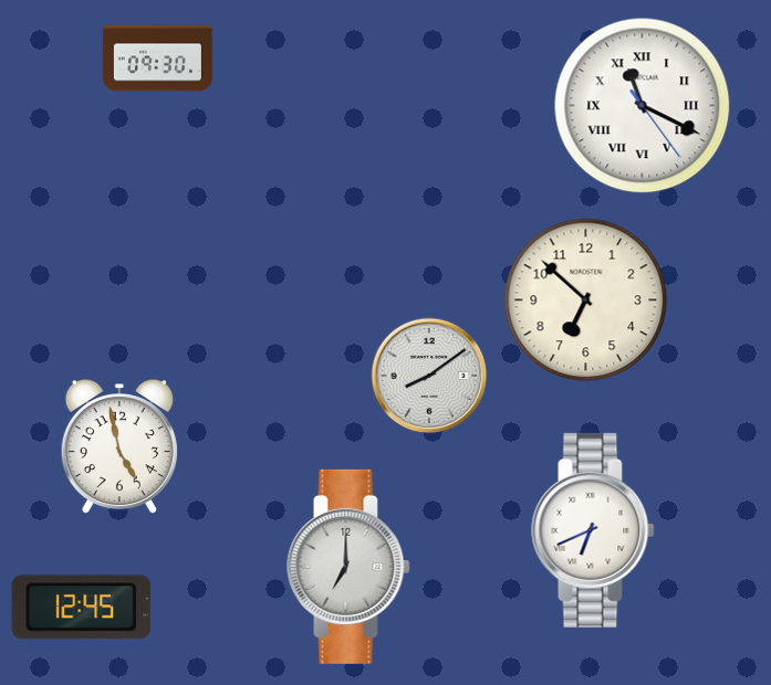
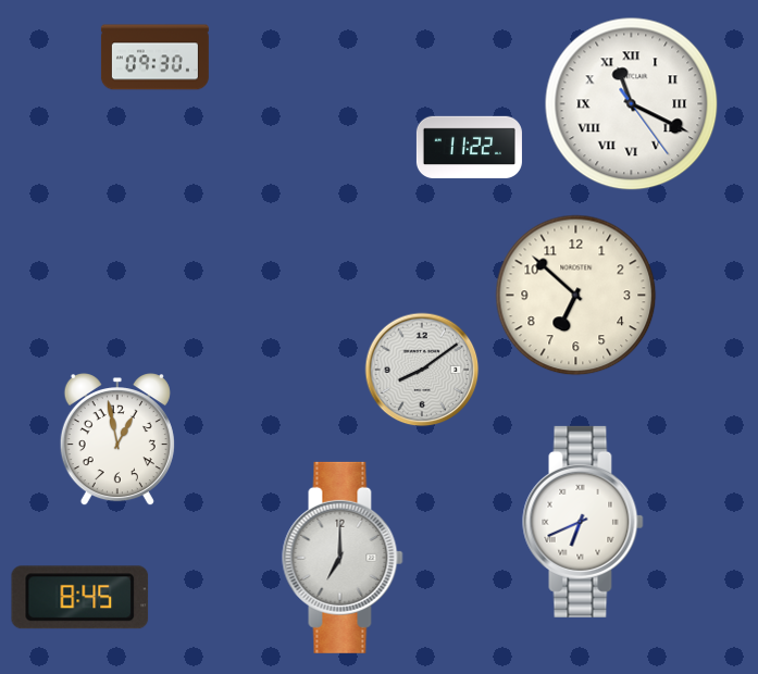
clock at (469, 148): none -> 11:22
clock at (119, 447): 4:58 -> 12:58
clock at (82, 608): 12:45 -> 8:45
